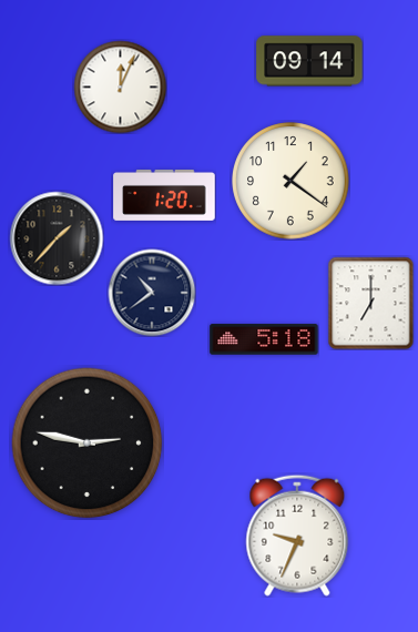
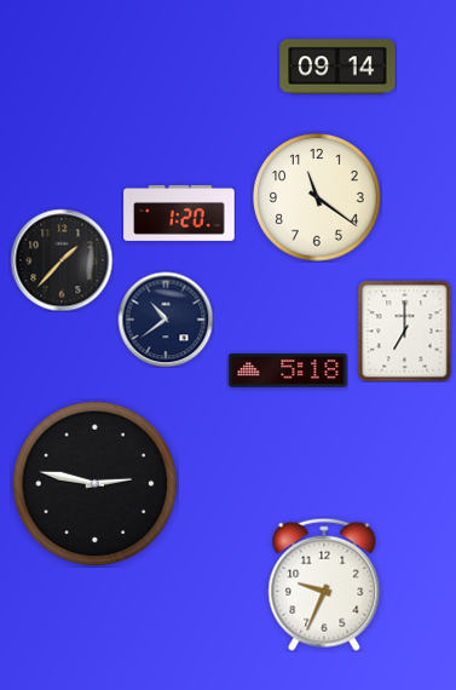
clock at (120, 86): 12:04 -> none
clock at (290, 181): 1:21 -> 11:21
